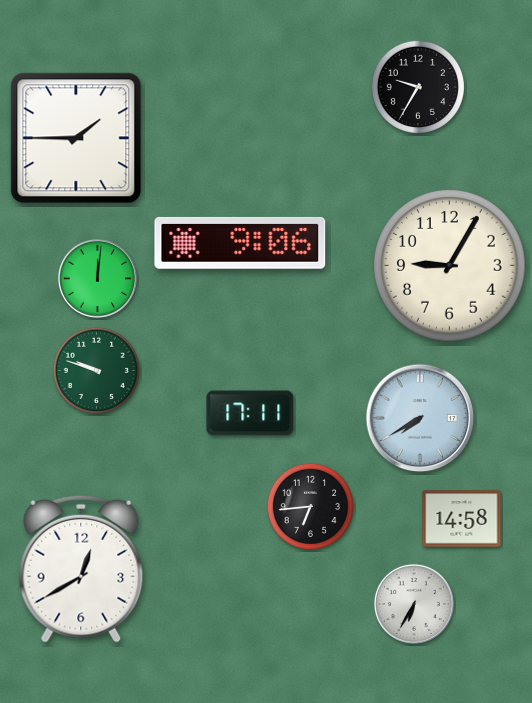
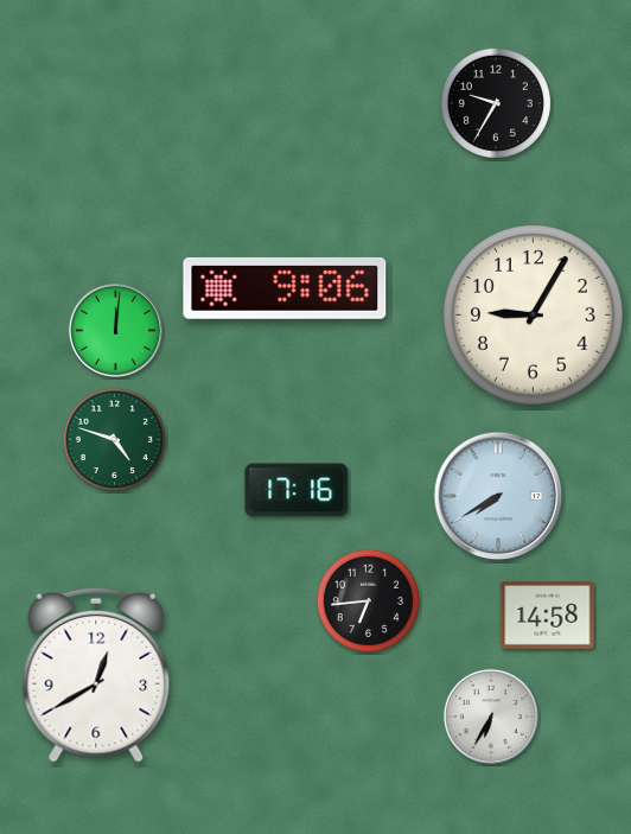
clock at (76, 138): 1:45 -> none
clock at (96, 370): 9:48 -> 4:48
clock at (250, 413): 17:11 -> 17:16
